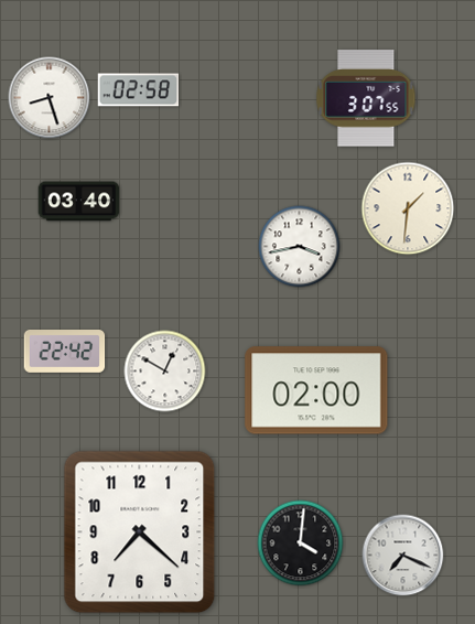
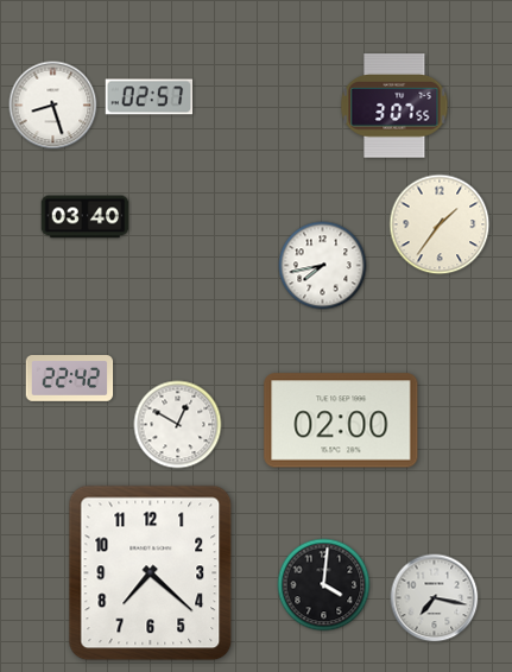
clock at (139, 90): 02:58 -> 02:57
clock at (408, 208): 1:31 -> 1:36
clock at (300, 247): 3:43 -> 7:43
clock at (165, 372) position: (165, 372) -> (178, 425)
clock at (403, 556): 7:19 -> 7:17
